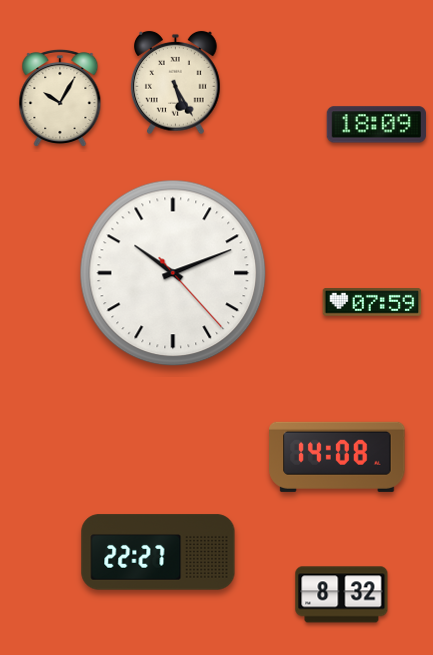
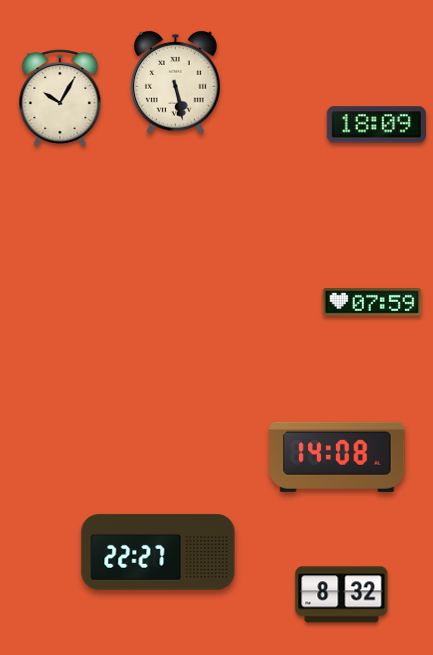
clock at (176, 83): 5:25 -> 5:28
clock at (173, 273): 10:11 -> none
